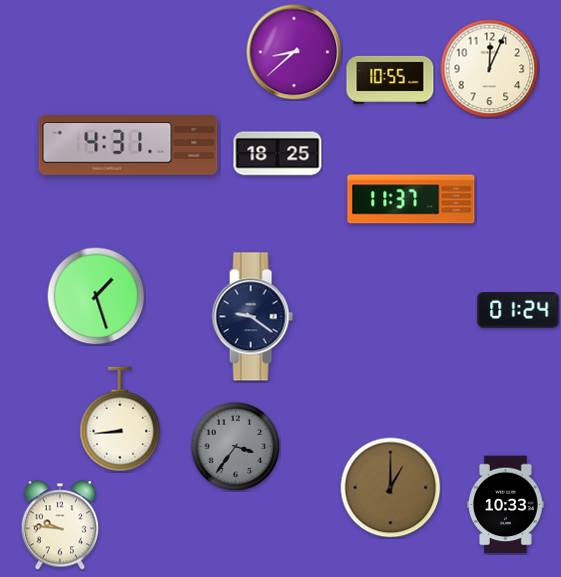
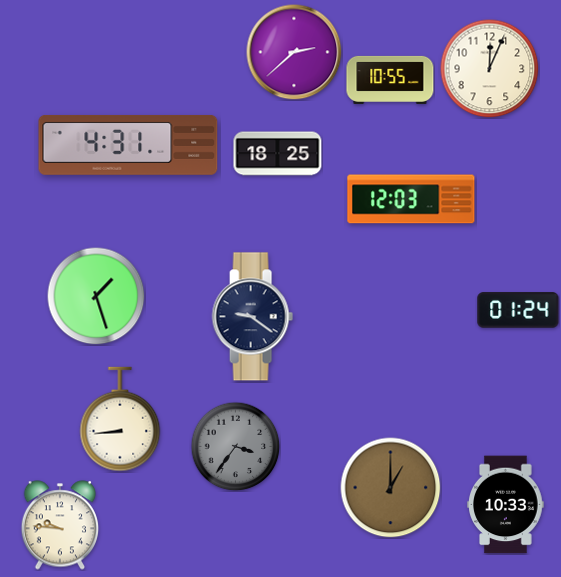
clock at (294, 52): 8:38 -> 2:38
clock at (411, 199): 11:37 -> 12:03
